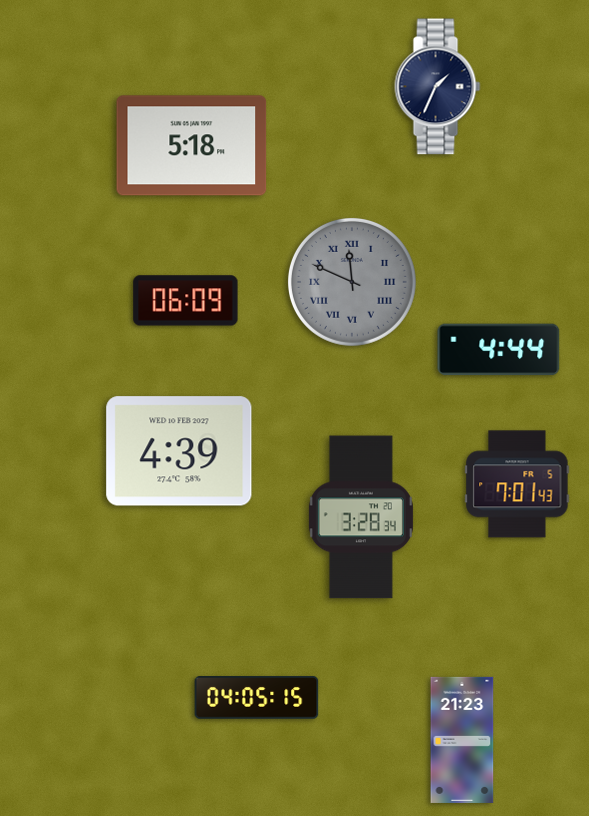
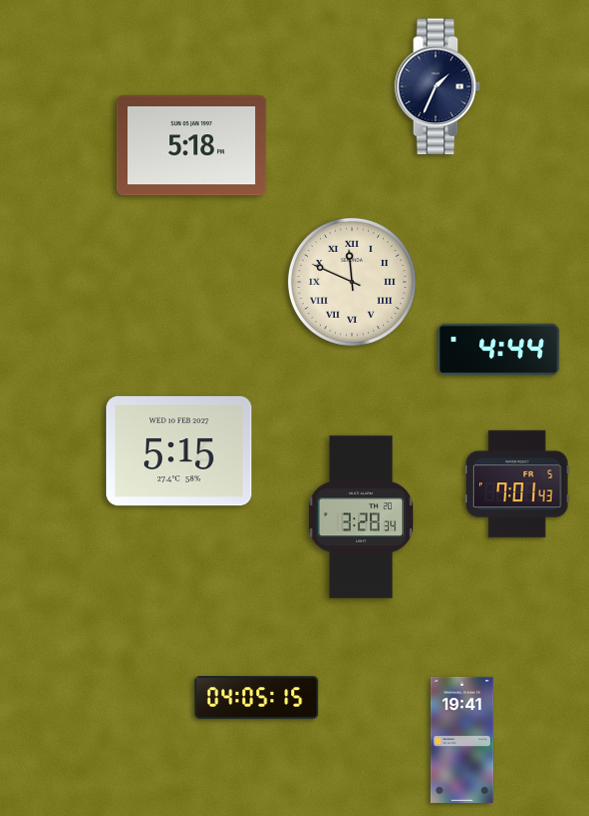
clock at (352, 282) dial: grey -> cream
clock at (186, 301): 06:09 -> none
clock at (179, 451): 4:39 -> 5:15
clock at (462, 740): 21:23 -> 19:41
